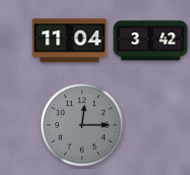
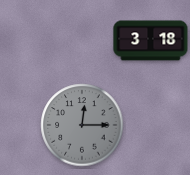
clock at (70, 41): 11:04 -> none
clock at (151, 41): 3:42 -> 3:18
